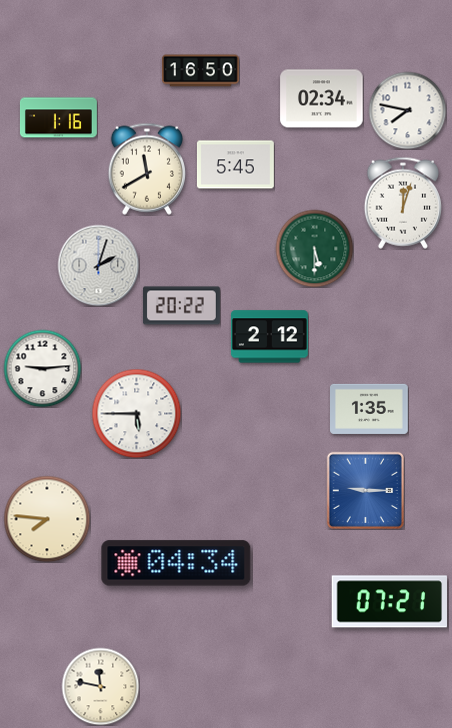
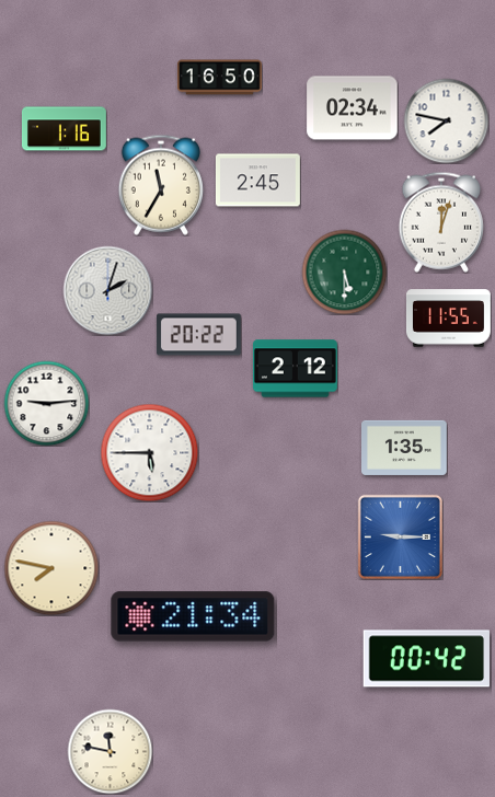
clock at (235, 165): 5:45 -> 2:45
clock at (147, 169): 11:40 -> 11:35
clock at (448, 319): none -> 11:55
clock at (47, 519): 7:46 -> 7:47
clock at (176, 563): 04:34 -> 21:34
clock at (389, 602): 07:21 -> 00:42
